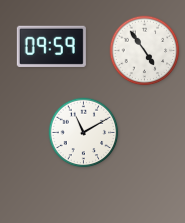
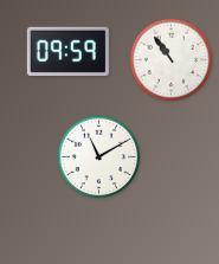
clock at (51, 46) position: (51, 46) -> (67, 51)
clock at (145, 51): 4:54 -> 10:54
